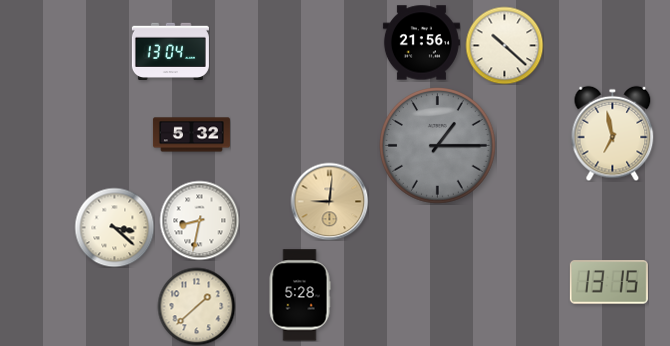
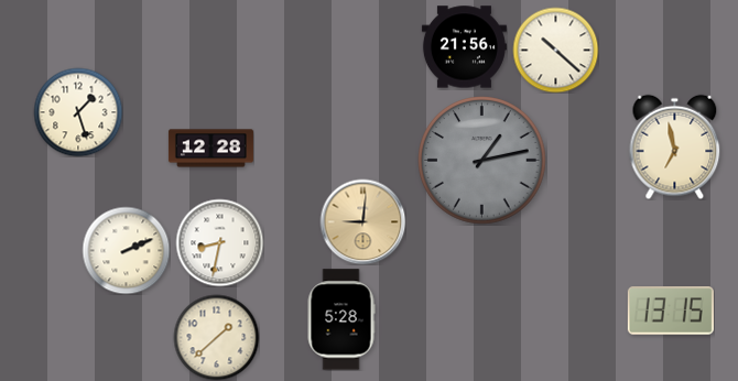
clock at (170, 51): 13:04 -> none
clock at (78, 112): none -> 1:27
clock at (191, 135): 5:32 -> 12:28
clock at (438, 146): 1:15 -> 1:13
clock at (114, 227): 3:22 -> 2:11
clock at (300, 295) position: (300, 295) -> (341, 319)
